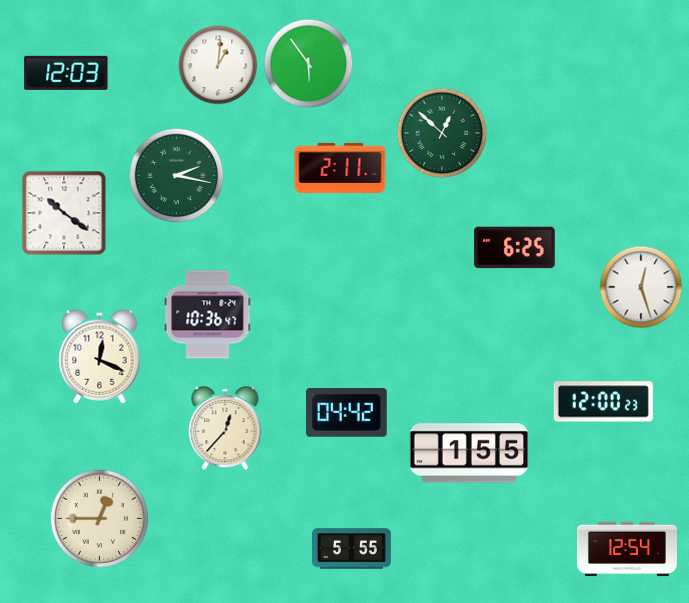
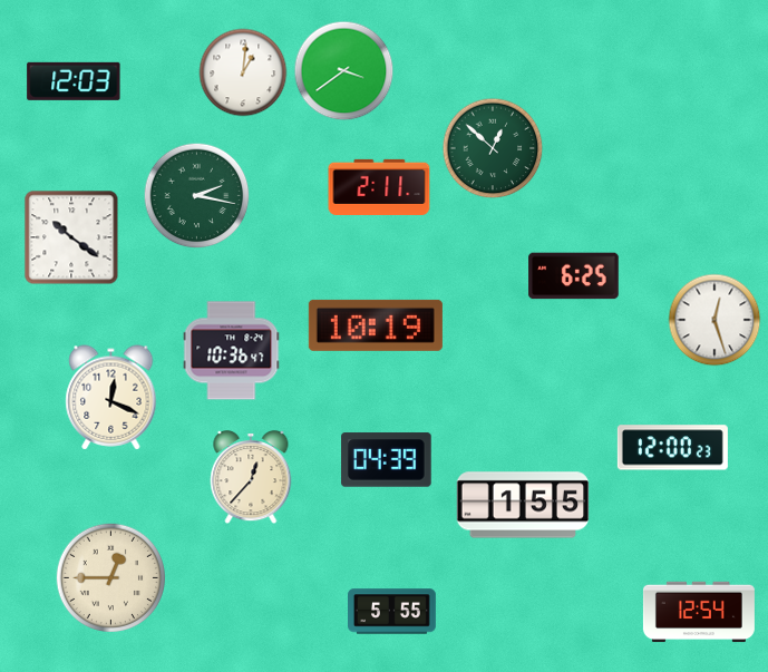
clock at (309, 64): 5:54 -> 3:39
clock at (376, 325): none -> 10:19
clock at (347, 413): 04:42 -> 04:39
